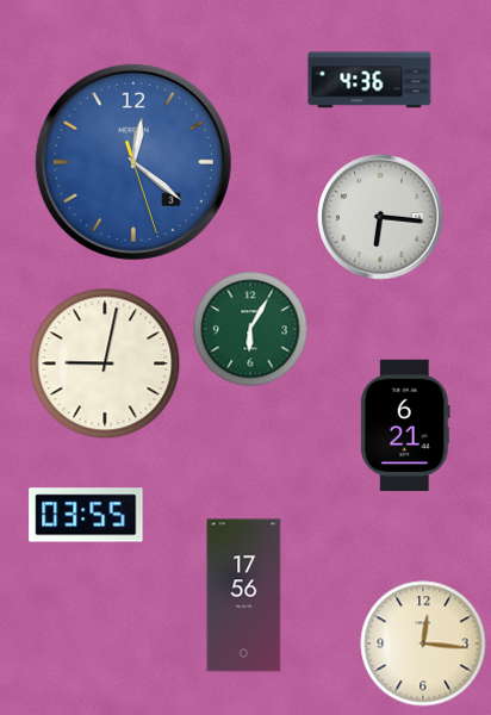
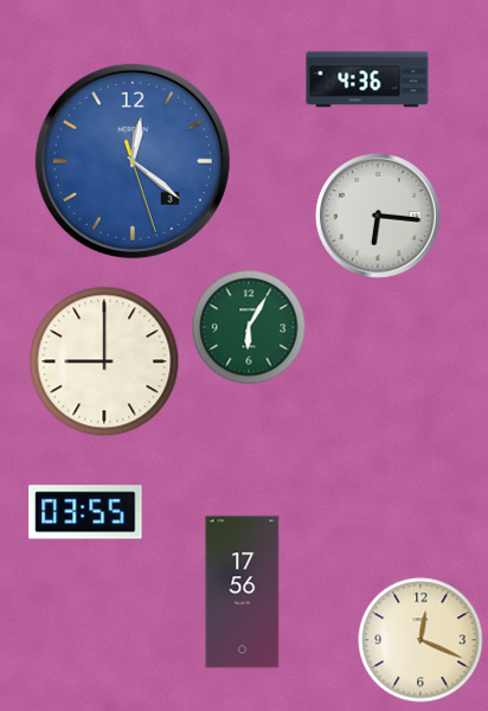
clock at (105, 363): 9:02 -> 9:00
clock at (406, 425): 6:21 -> none
clock at (423, 643): 12:16 -> 12:19
